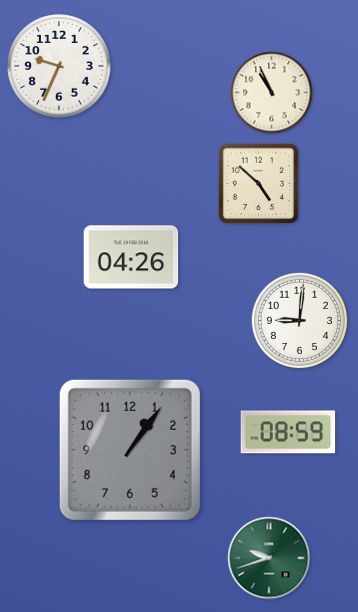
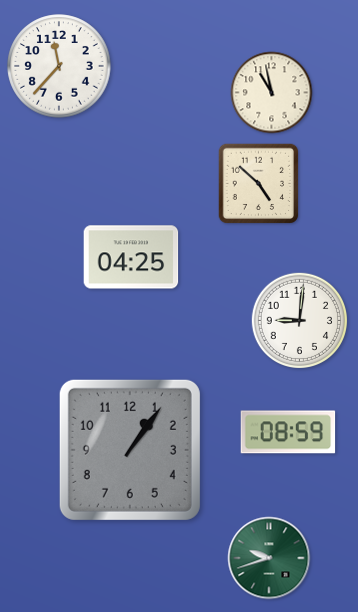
clock at (59, 66): 9:34 -> 11:37
clock at (272, 93): 10:56 -> 10:58
clock at (131, 257): 04:26 -> 04:25
